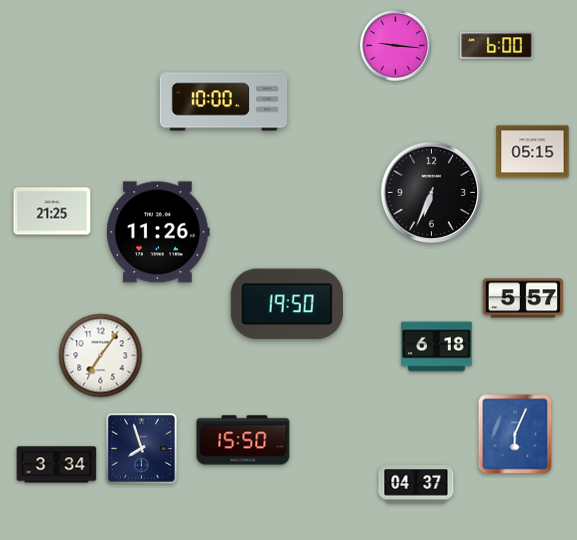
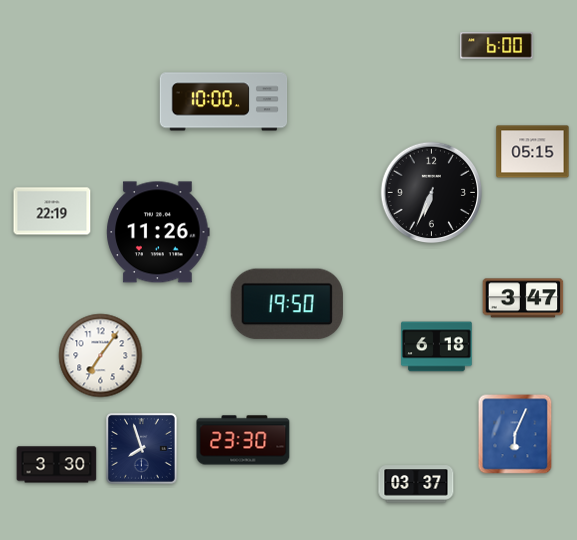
clock at (396, 46): 9:16 -> none
clock at (52, 211): 21:25 -> 22:19
clock at (523, 298): 5:57 -> 3:47
clock at (243, 440): 15:50 -> 23:30
clock at (57, 465): 3:34 -> 3:30
clock at (416, 484): 04:37 -> 03:37
